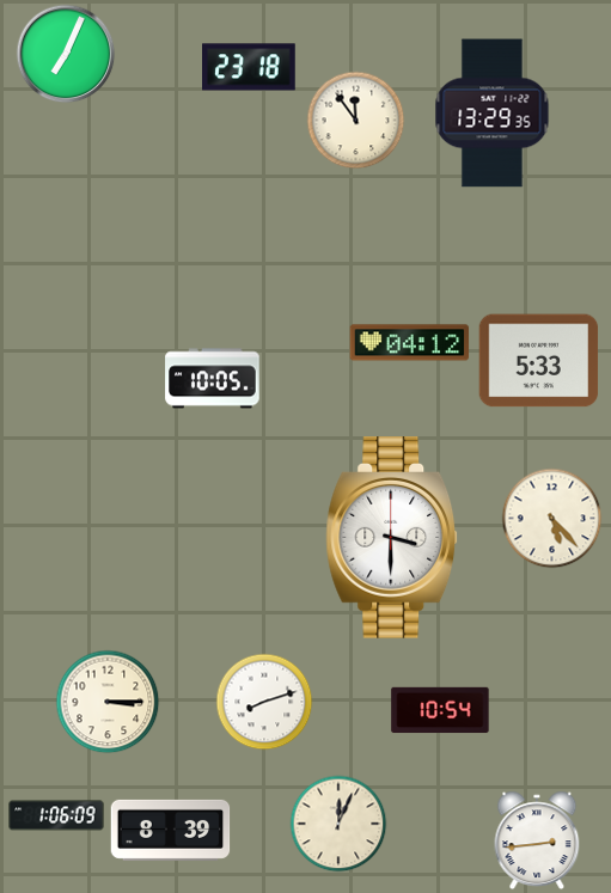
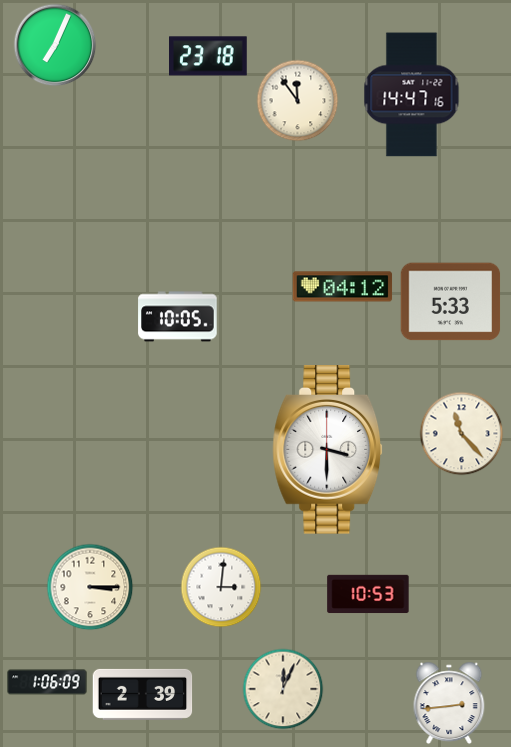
clock at (493, 114): 13:29 -> 14:47
clock at (552, 519): 5:23 -> 11:23
clock at (264, 702): 8:12 -> 3:01
clock at (440, 710): 10:54 -> 10:53
clock at (171, 830): 8:39 -> 2:39
